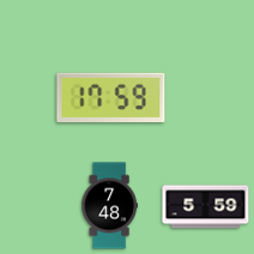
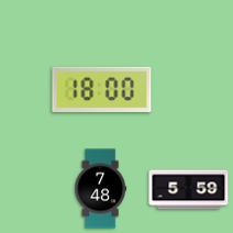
clock at (111, 97): 17:59 -> 18:00
